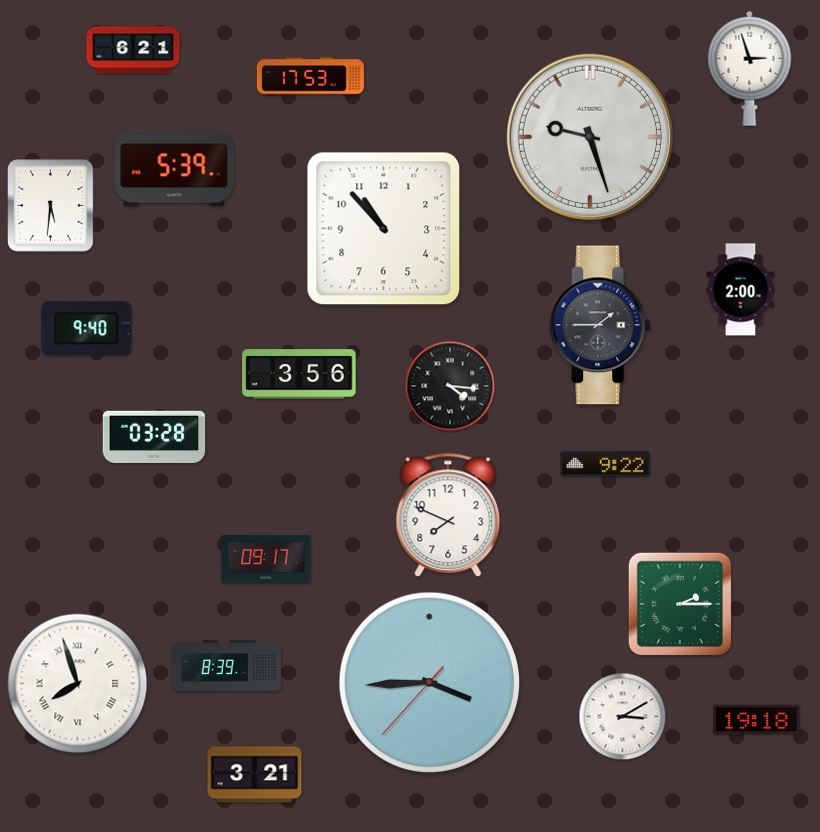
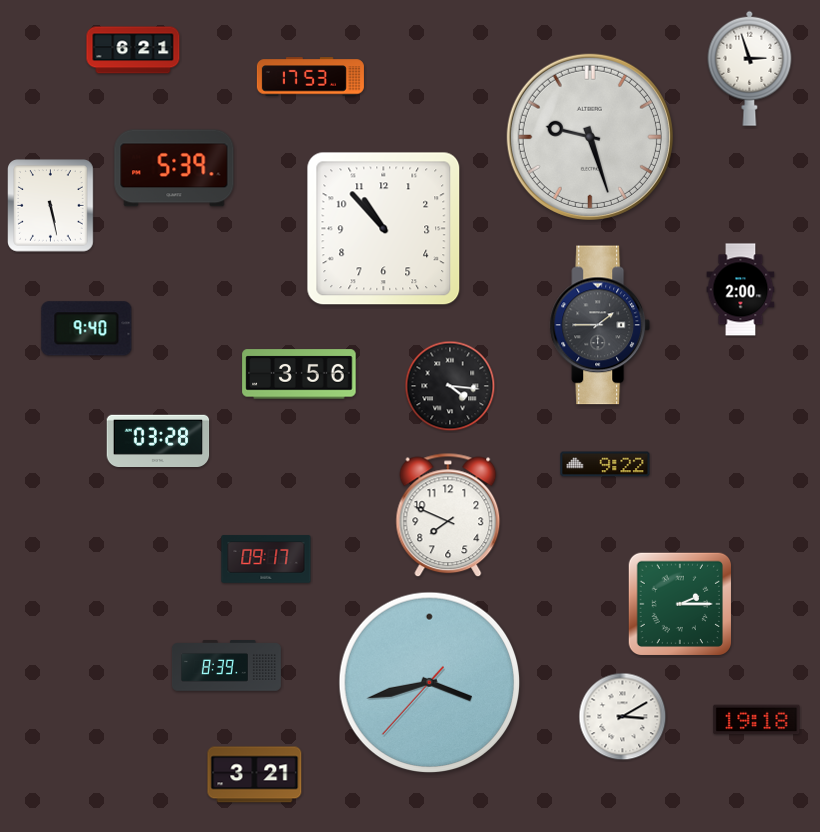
clock at (51, 206): 5:31 -> 5:28
clock at (154, 436) position: (154, 436) -> (158, 440)
clock at (430, 683): 3:44 -> 3:42
clock at (78, 684): 7:57 -> none
